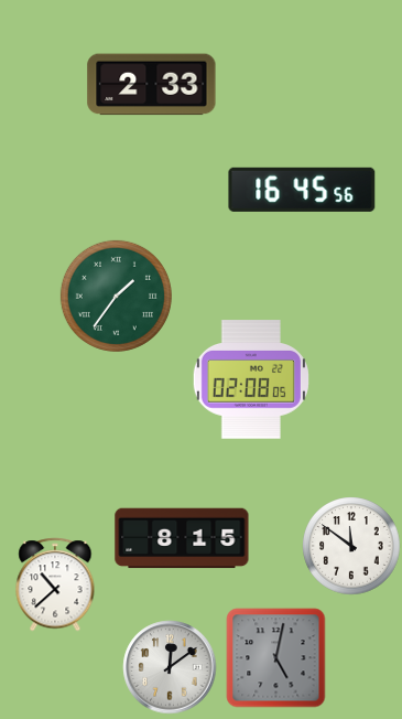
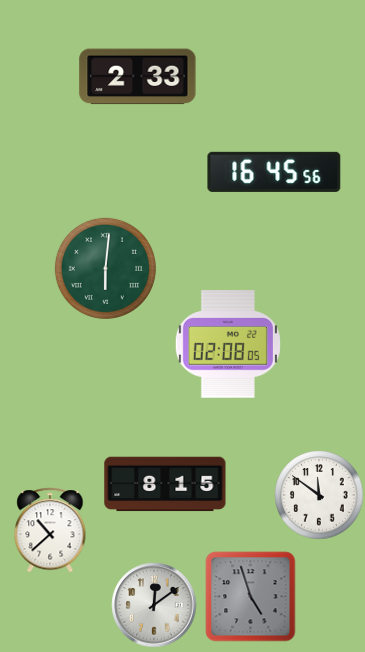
clock at (116, 296): 1:36 -> 6:01
clock at (182, 538) position: (182, 538) -> (165, 484)
clock at (275, 657): 5:02 -> 4:57
